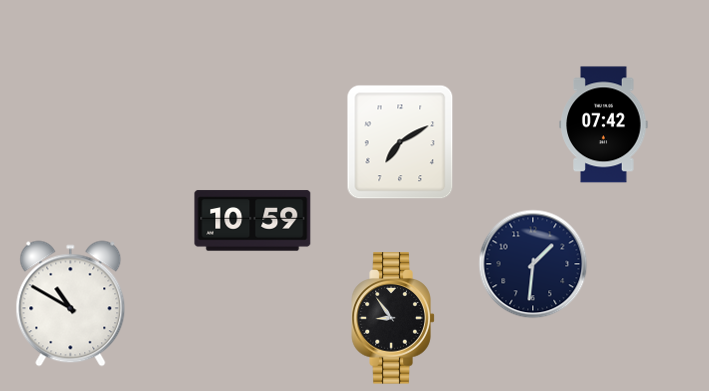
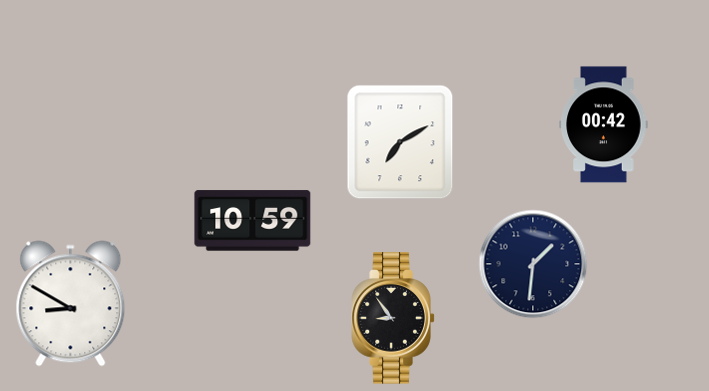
clock at (604, 125): 07:42 -> 00:42
clock at (71, 304): 10:50 -> 8:50
